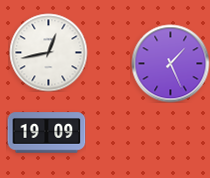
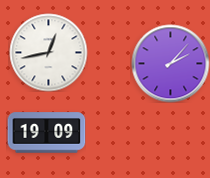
clock at (170, 63): 1:26 -> 2:07
